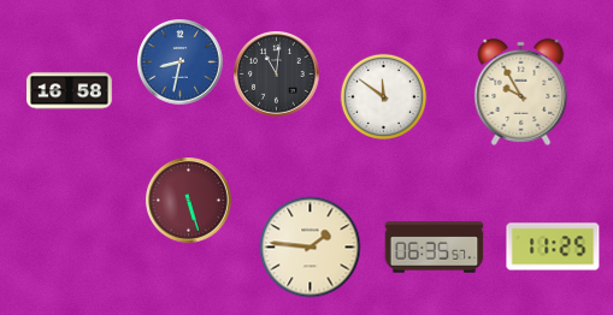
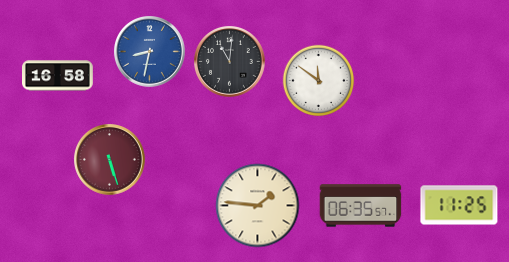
clock at (521, 91): 9:55 -> none
clock at (189, 201) position: (189, 201) -> (110, 160)
